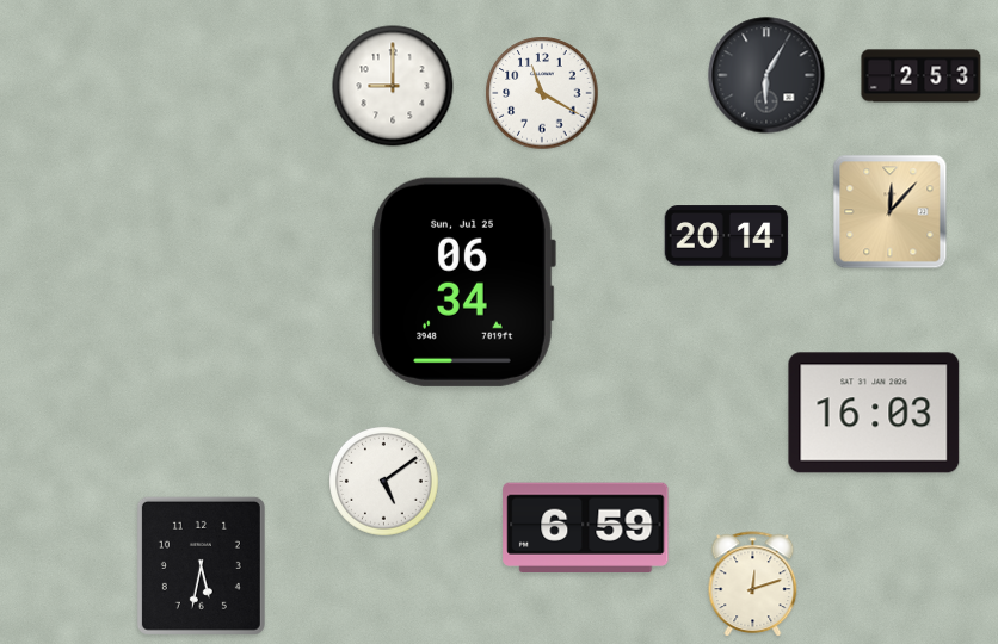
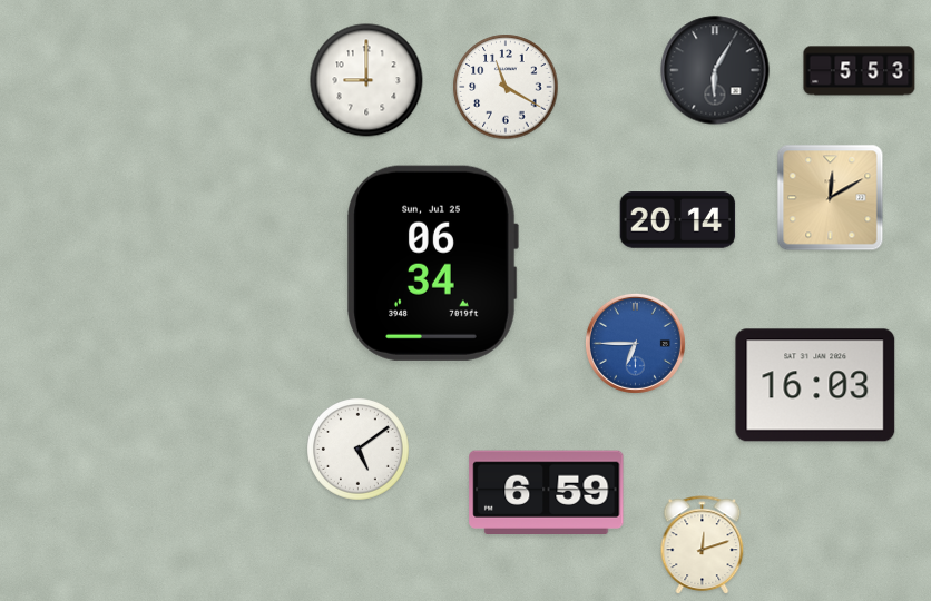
clock at (922, 76): 2:53 -> 5:53
clock at (891, 212): 12:07 -> 12:10
clock at (635, 343): none -> 6:45
clock at (201, 565): 5:32 -> none
